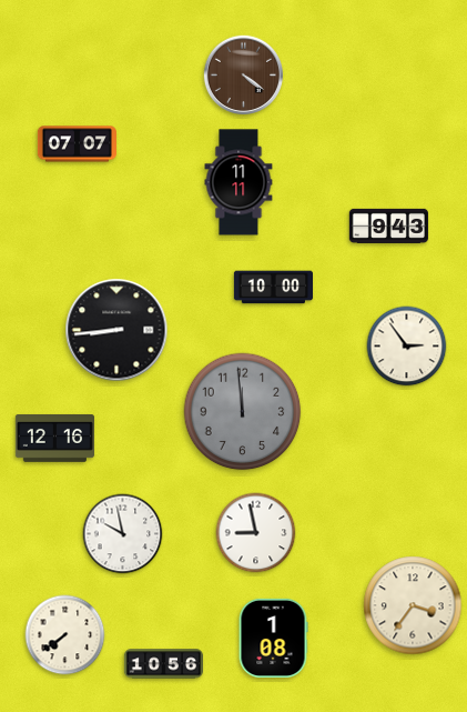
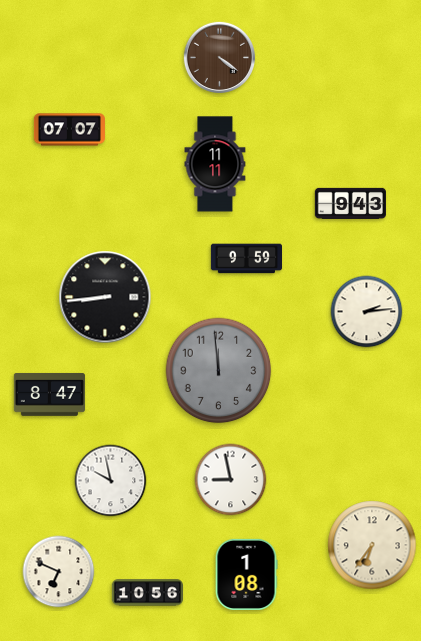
clock at (243, 74) position: (243, 74) -> (219, 57)
clock at (273, 288): 10:00 -> 9:59
clock at (407, 347): 2:54 -> 2:14
clock at (54, 438): 12:16 -> 8:47
clock at (413, 605): 3:36 -> 6:36
clock at (65, 635): 7:39 -> 6:49
clock at (163, 664) position: (163, 664) -> (147, 593)
